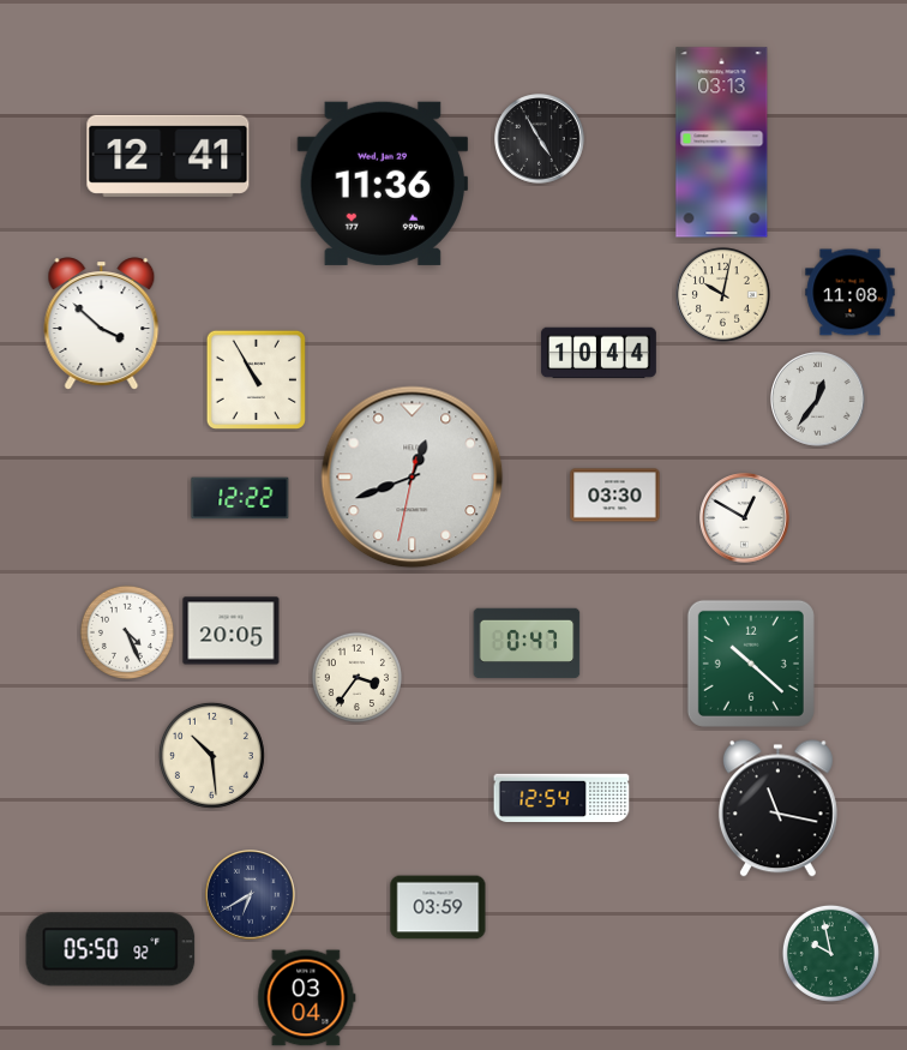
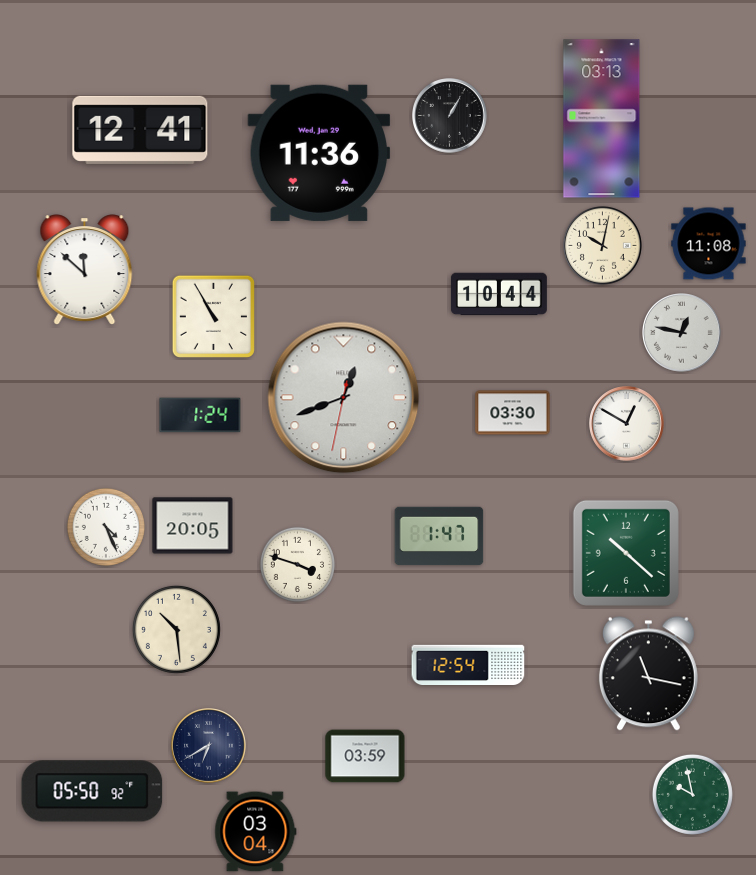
clock at (540, 139): 4:55 -> 1:05
clock at (102, 324): 3:52 -> 11:52
clock at (818, 400): 12:36 -> 12:47
clock at (240, 498): 12:22 -> 1:24
clock at (745, 518) position: (745, 518) -> (627, 424)
clock at (527, 643): 0:47 -> 1:47
clock at (356, 677): 3:36 -> 3:48
